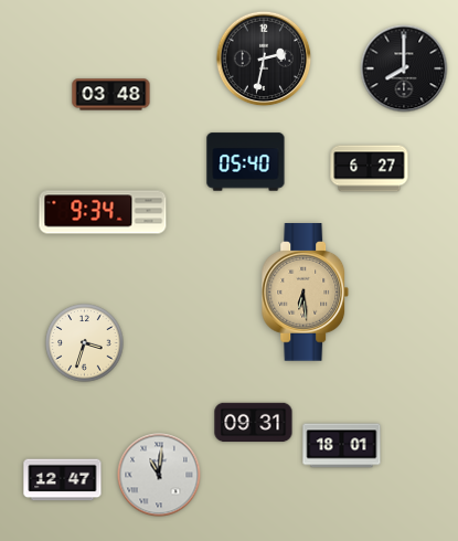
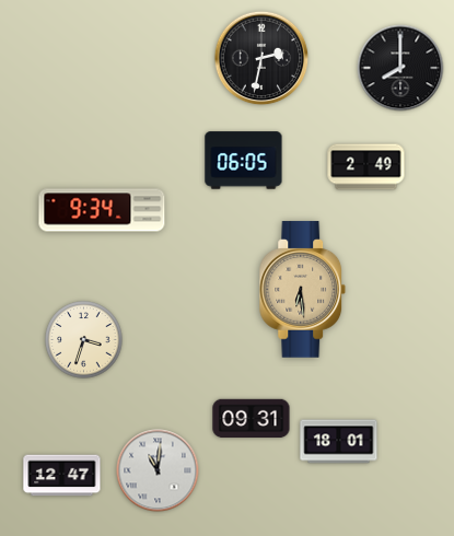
clock at (111, 95): 03:48 -> none
clock at (246, 162): 05:40 -> 06:05
clock at (370, 169): 6:27 -> 2:49
